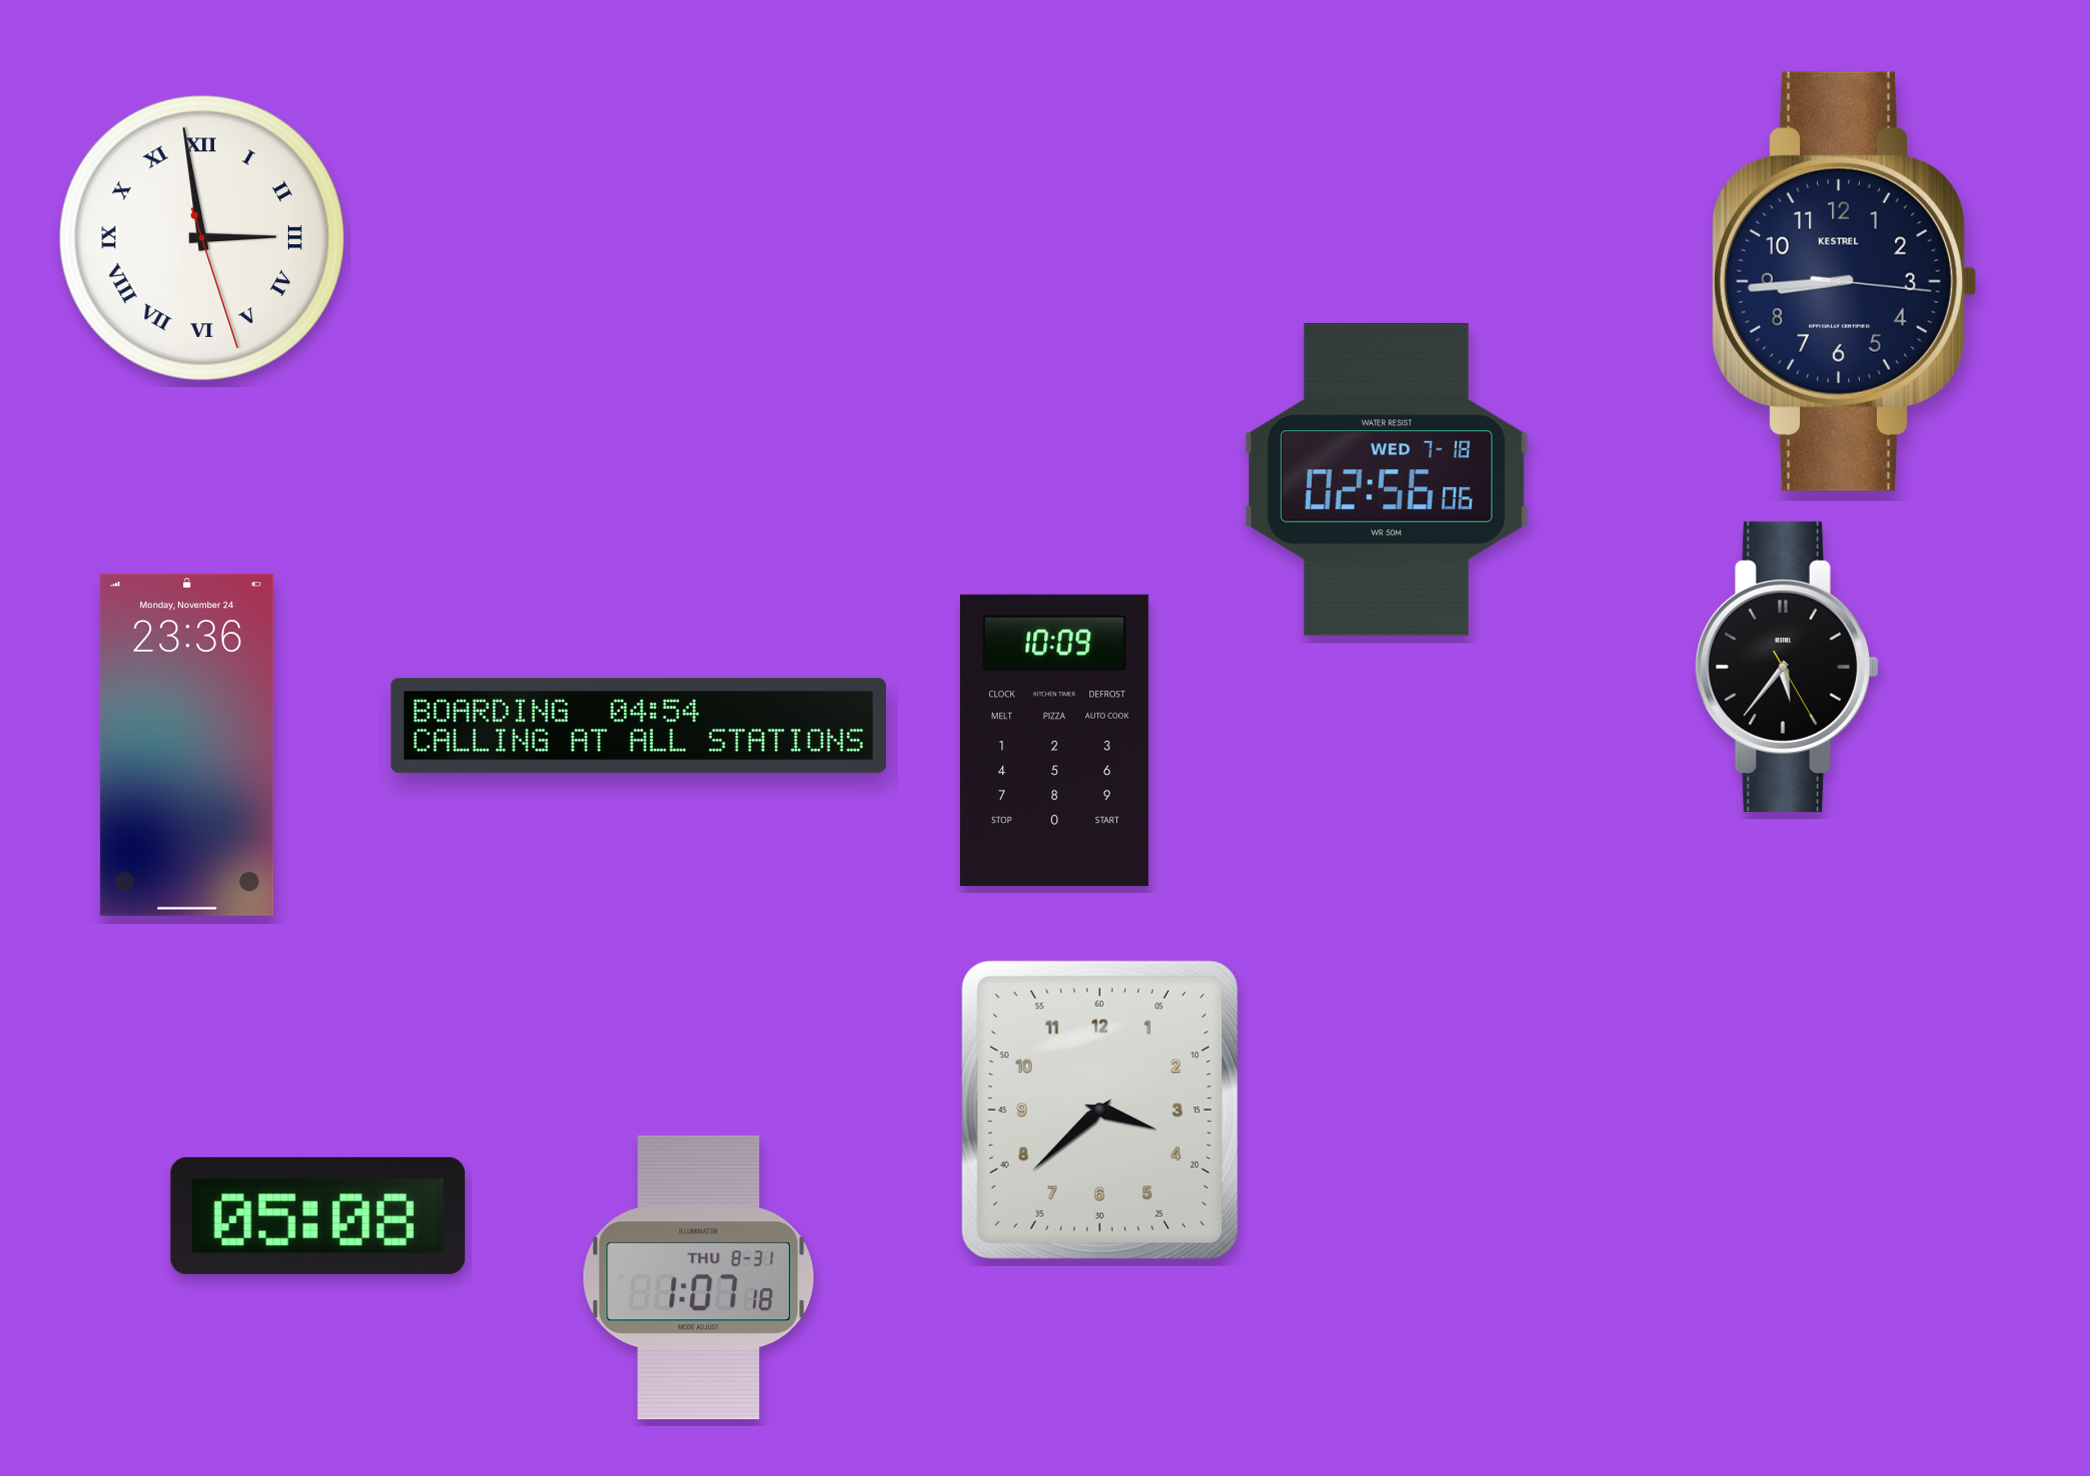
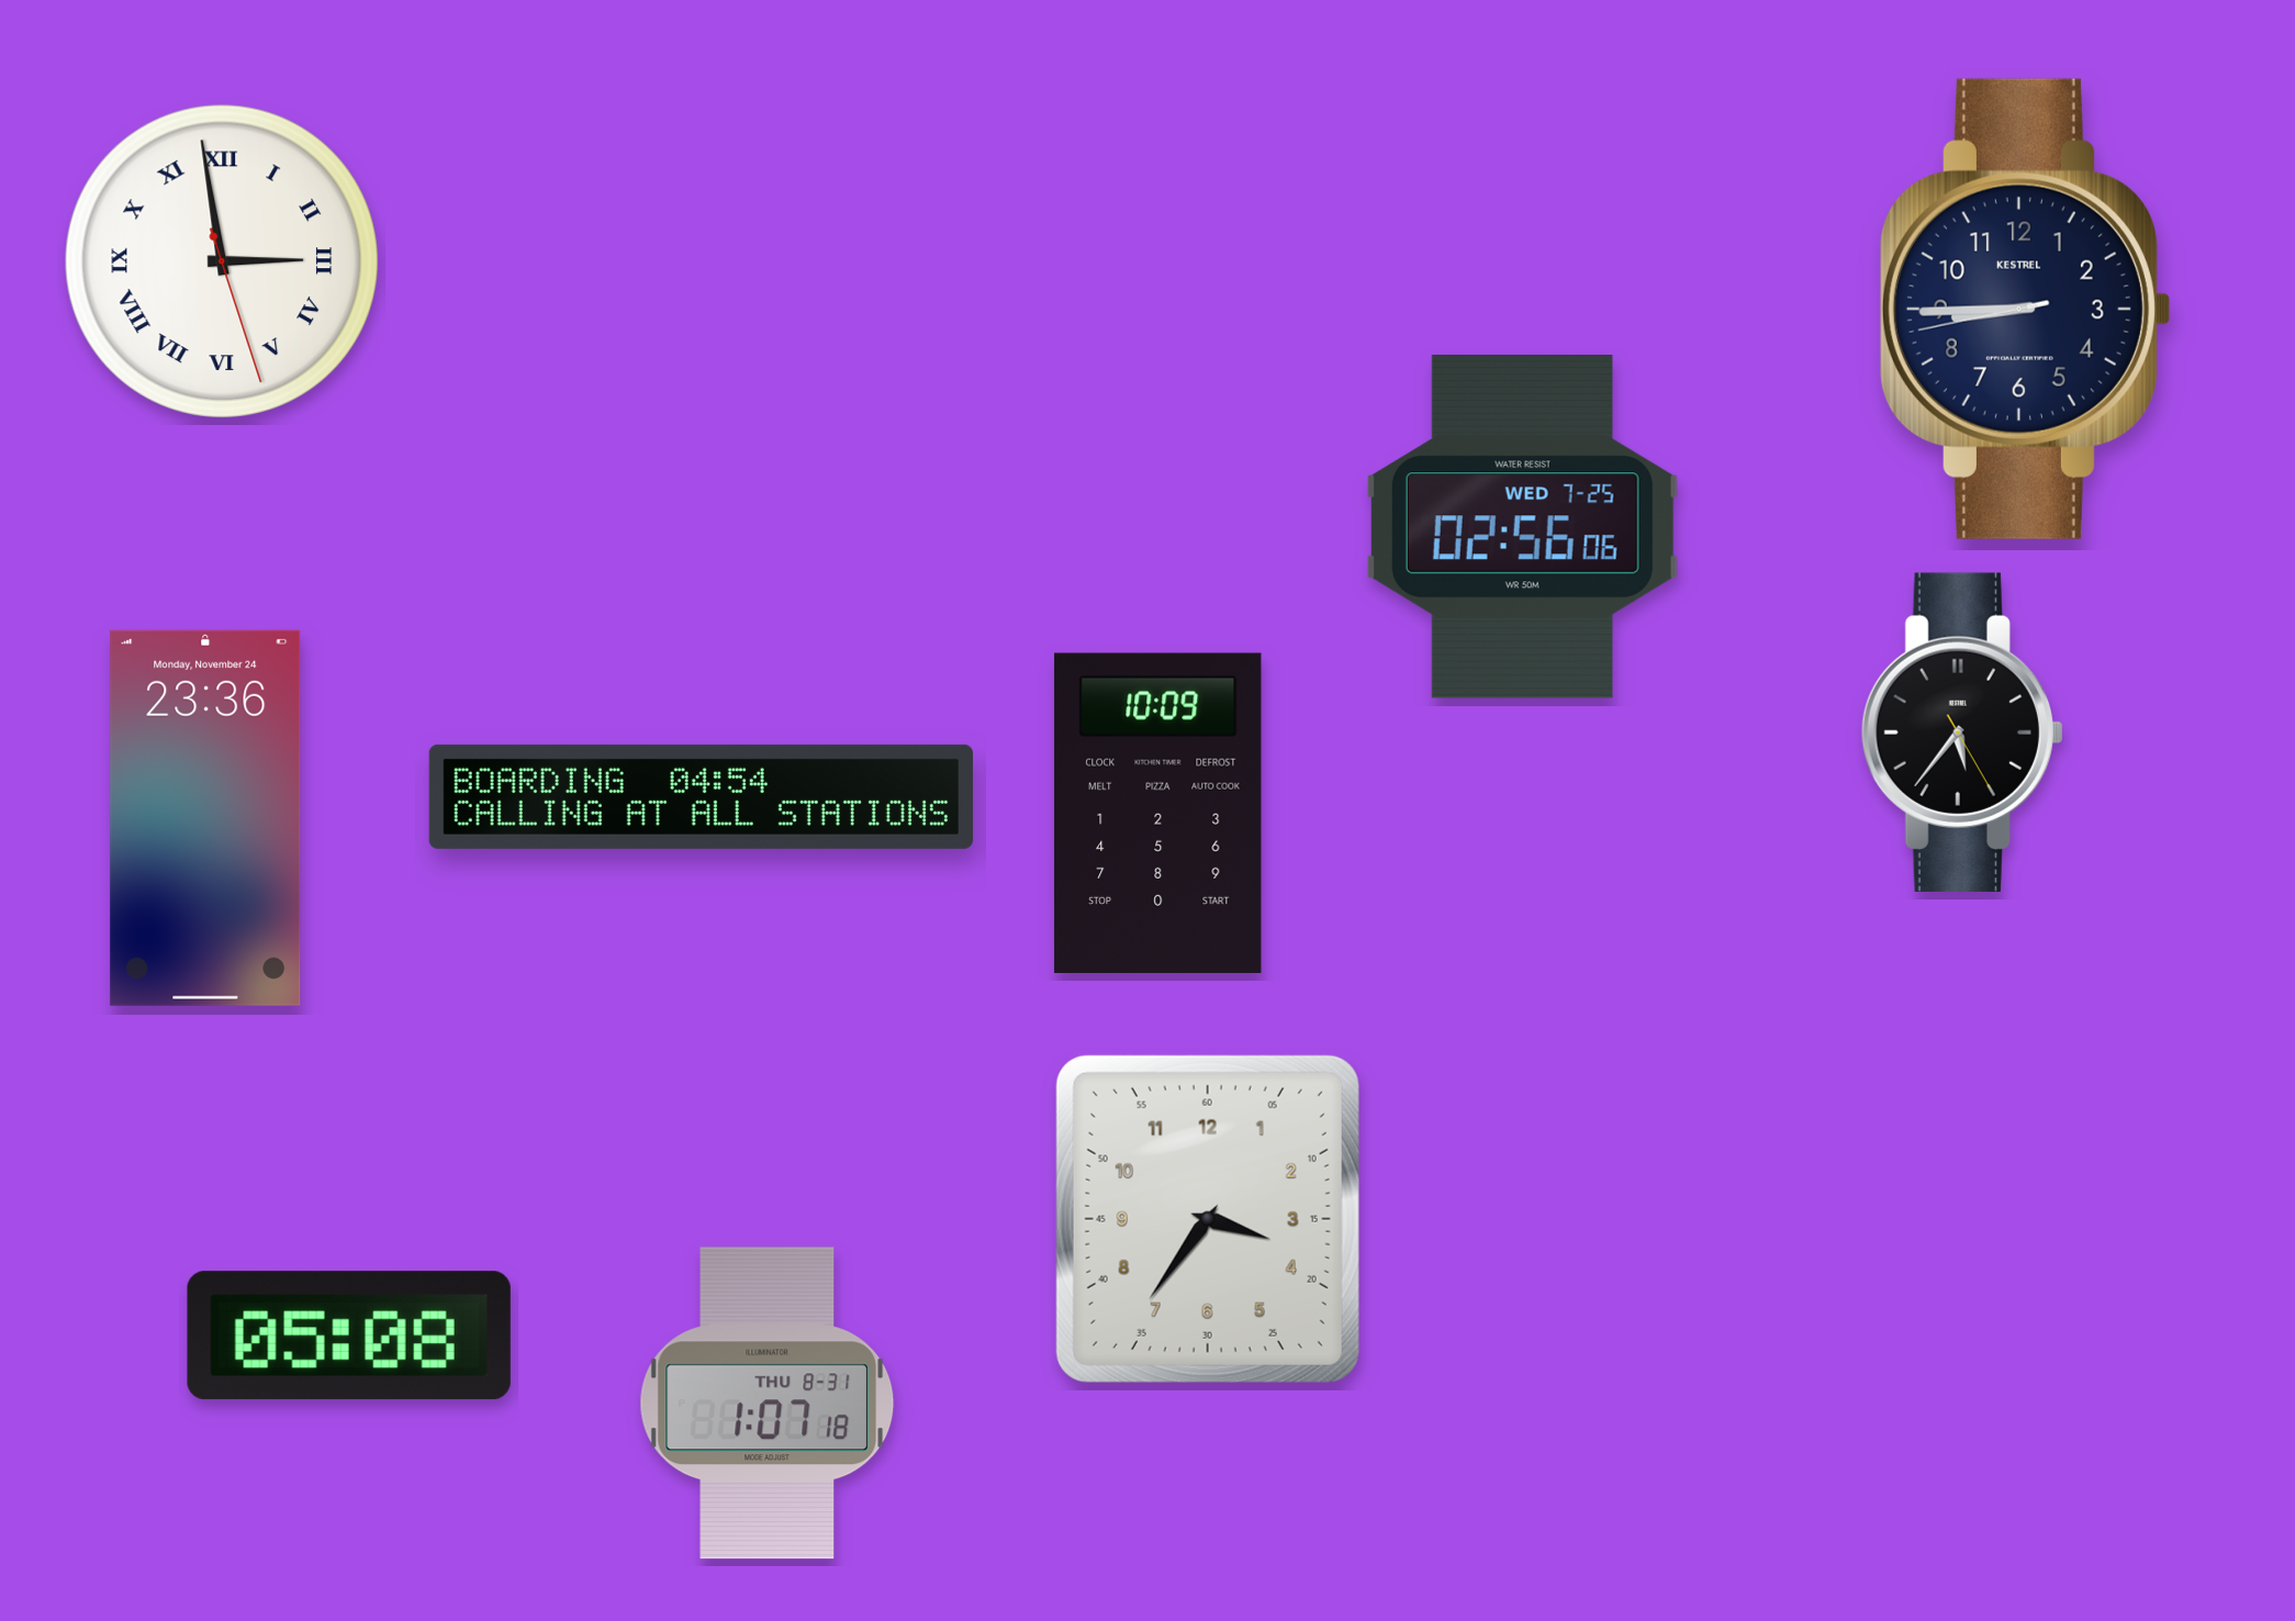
clock at (1844, 281): 8:44:16 -> 8:44:43
clock at (1386, 479) date: WED 7-18 -> WED 7-25
clock at (1100, 1110): 3:38 -> 3:36
